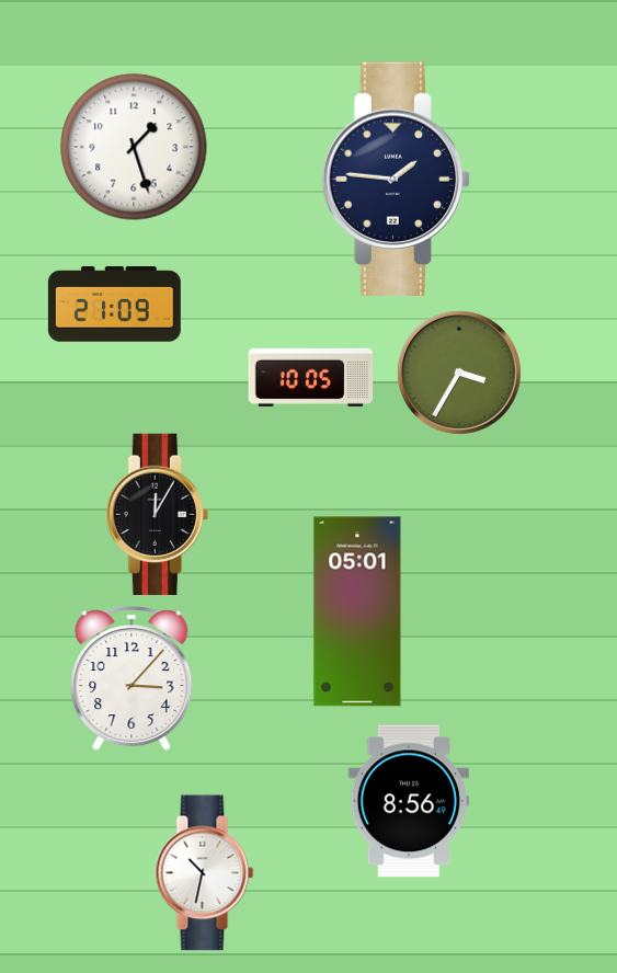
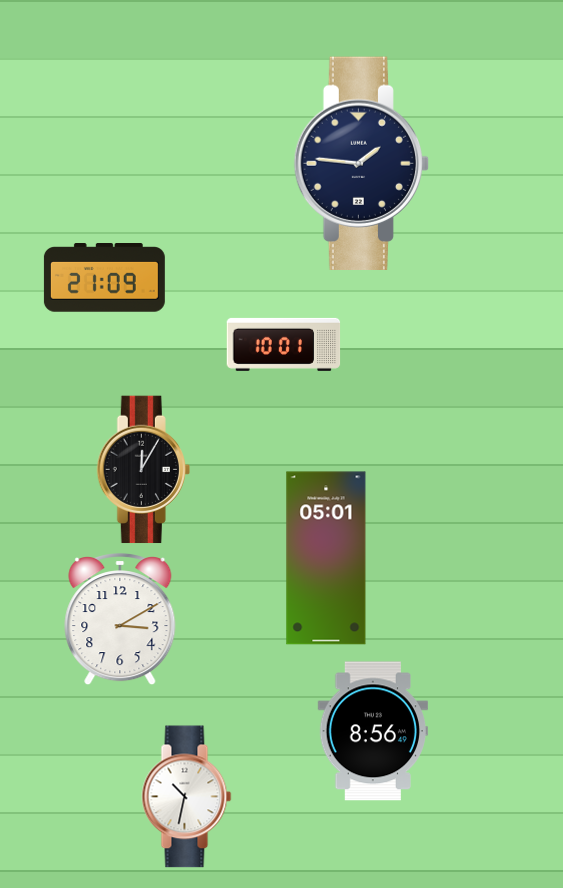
clock at (134, 147): 1:27 -> none
clock at (459, 373): 3:35 -> none
clock at (311, 377): 10:05 -> 10:01
clock at (132, 679): 3:07 -> 3:10
